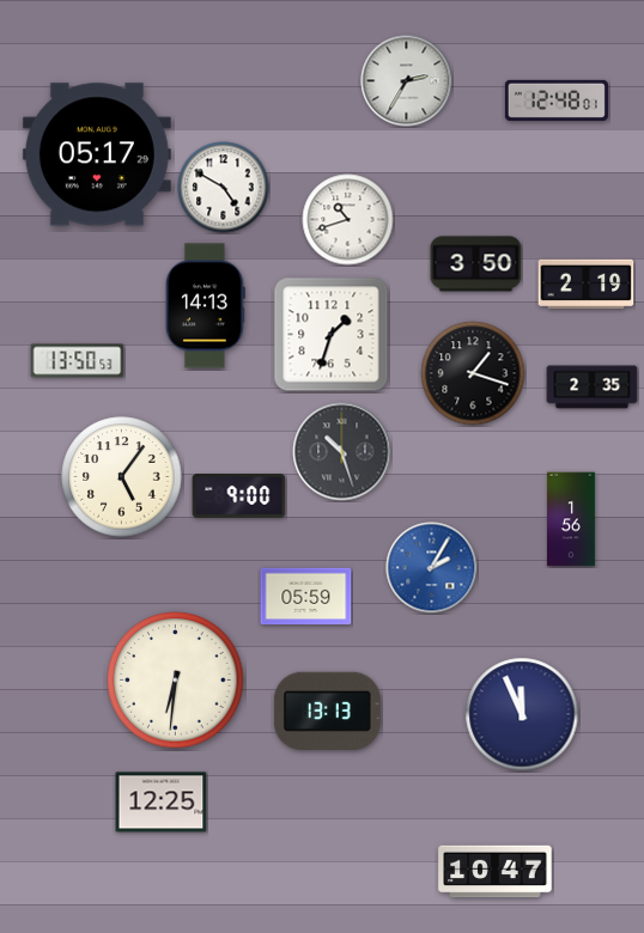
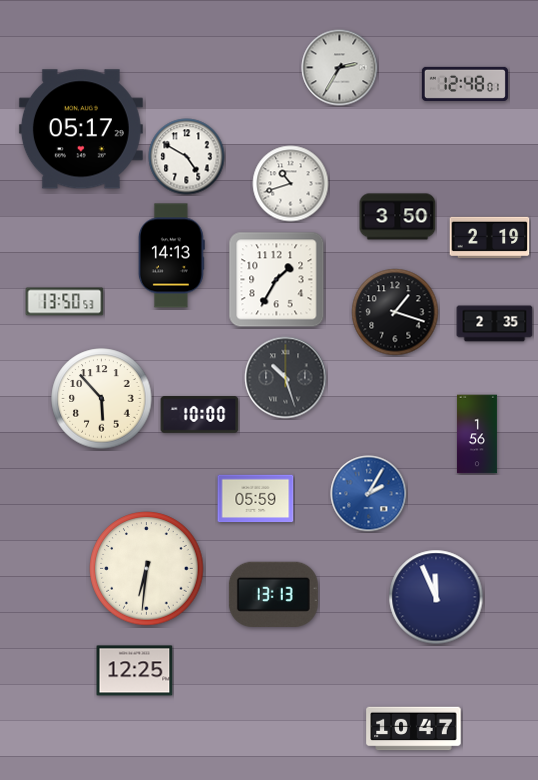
clock at (476, 264) position: (476, 264) -> (398, 217)
clock at (332, 335): 1:33 -> 1:35
clock at (122, 477): 5:06 -> 5:53
clock at (239, 496): 9:00 -> 10:00
clock at (432, 568) position: (432, 568) -> (369, 494)
